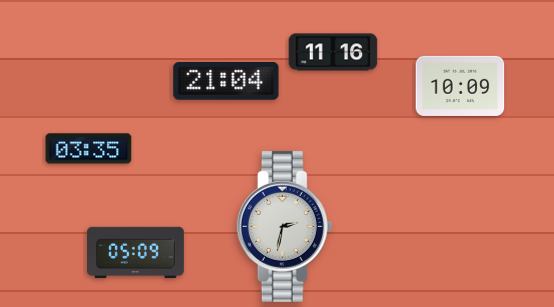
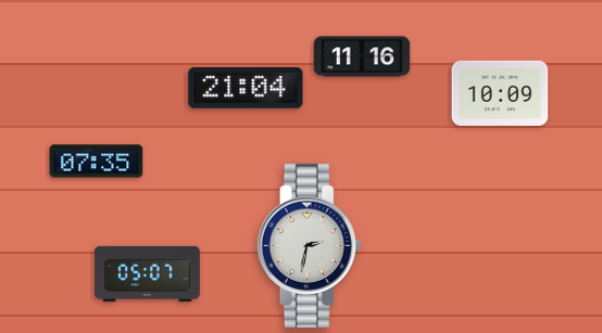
clock at (89, 149): 03:35 -> 07:35
clock at (136, 253): 05:09 -> 05:07
